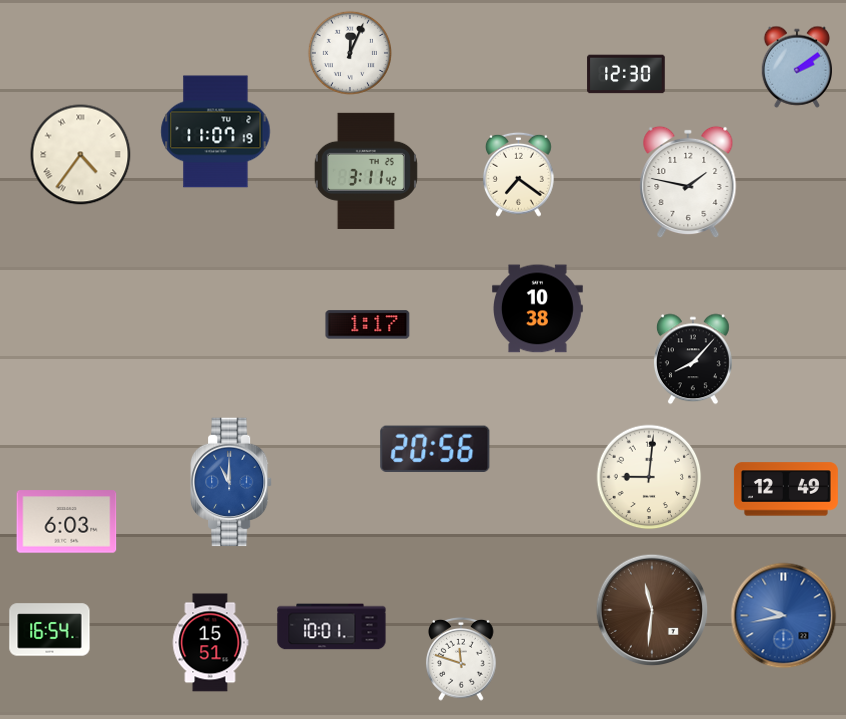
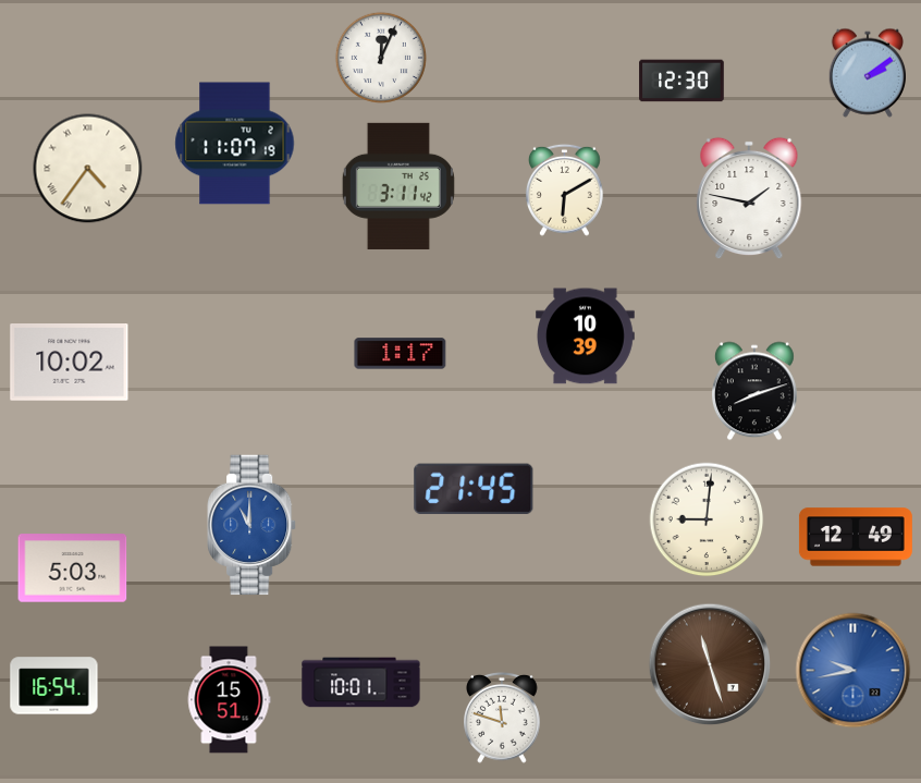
clock at (518, 174): 7:21 -> 6:10
clock at (538, 309): 10:38 -> 10:39
clock at (70, 363): none -> 10:02
clock at (693, 359): 8:07 -> 8:12
clock at (435, 449): 20:56 -> 21:45
clock at (786, 489) position: (786, 489) -> (856, 537)
clock at (67, 522): 6:03 -> 5:03
clock at (652, 610): 11:31 -> 11:27
